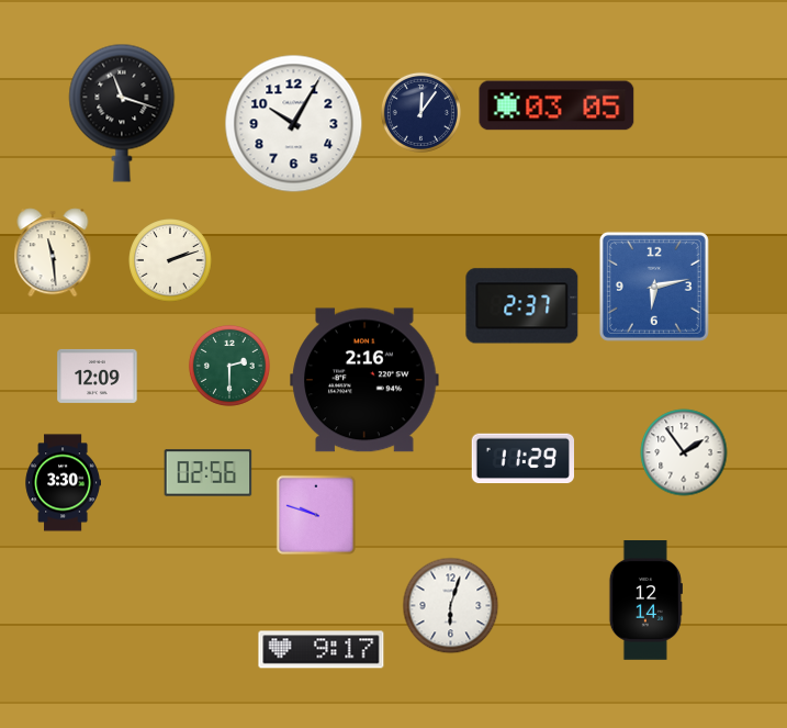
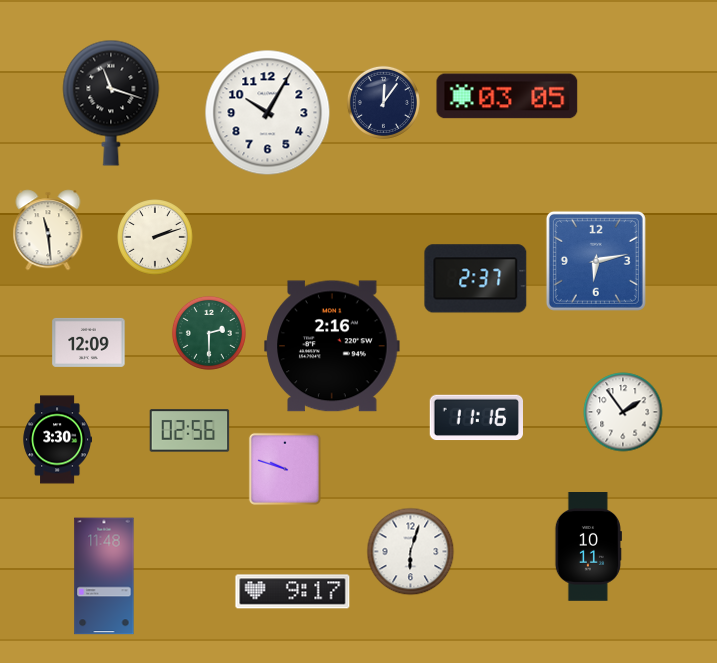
clock at (522, 459): 11:29 -> 11:16
clock at (316, 515) position: (316, 515) -> (285, 469)
clock at (645, 601): 12:14 -> 10:11
clock at (104, 576): none -> 11:48
